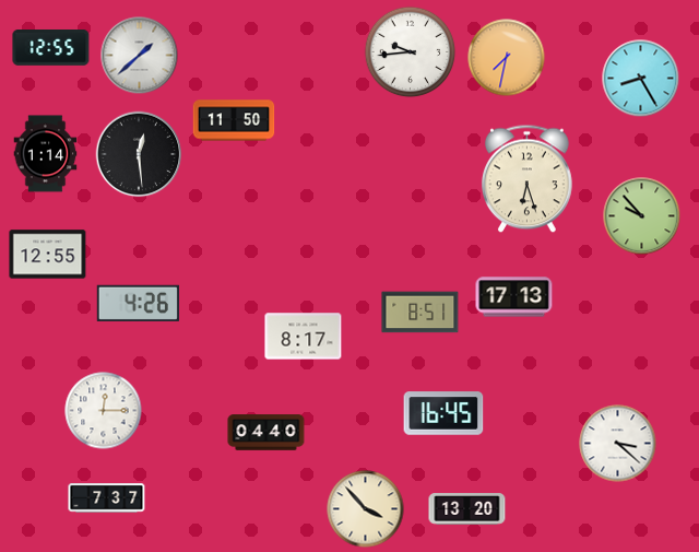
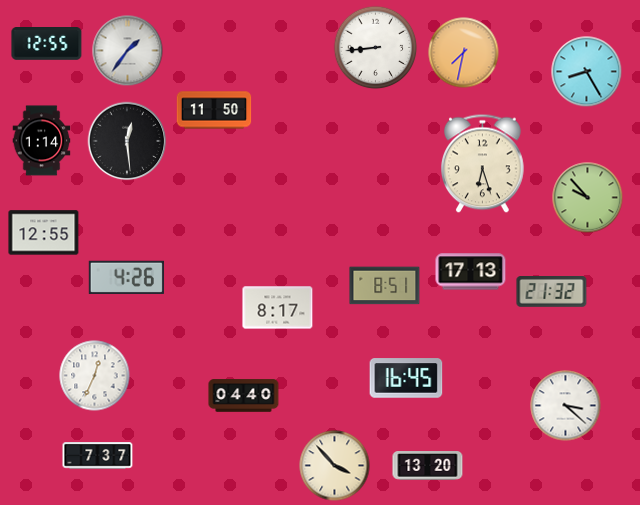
clock at (411, 52): 9:44 -> 8:44
clock at (140, 56): 1:38 -> 1:36
clock at (552, 292): none -> 21:32
clock at (104, 411): 12:15 -> 12:34
